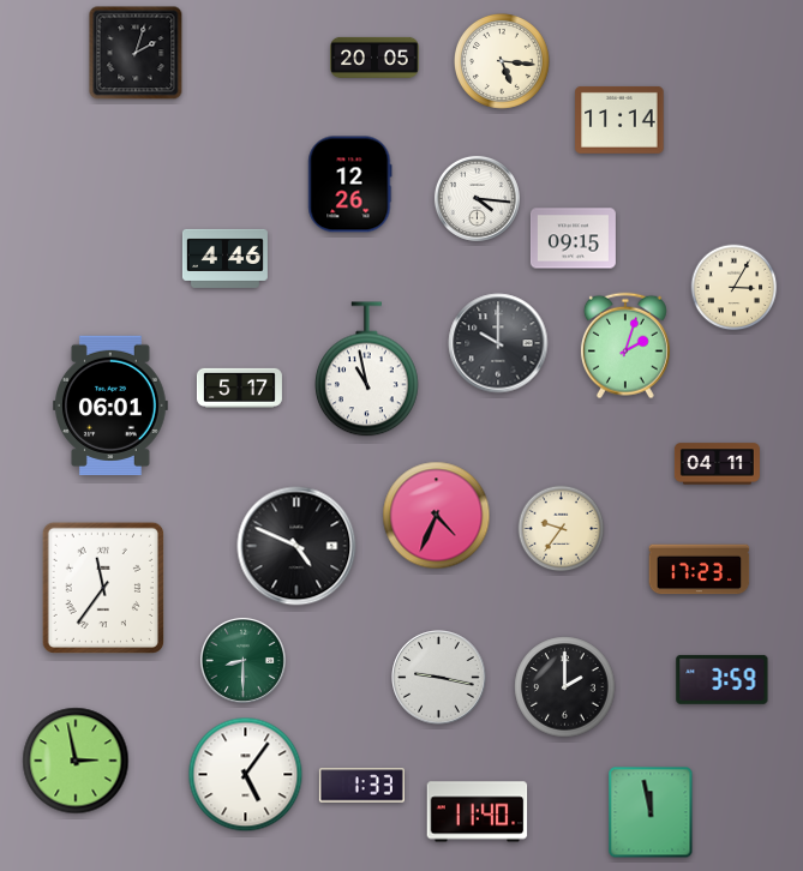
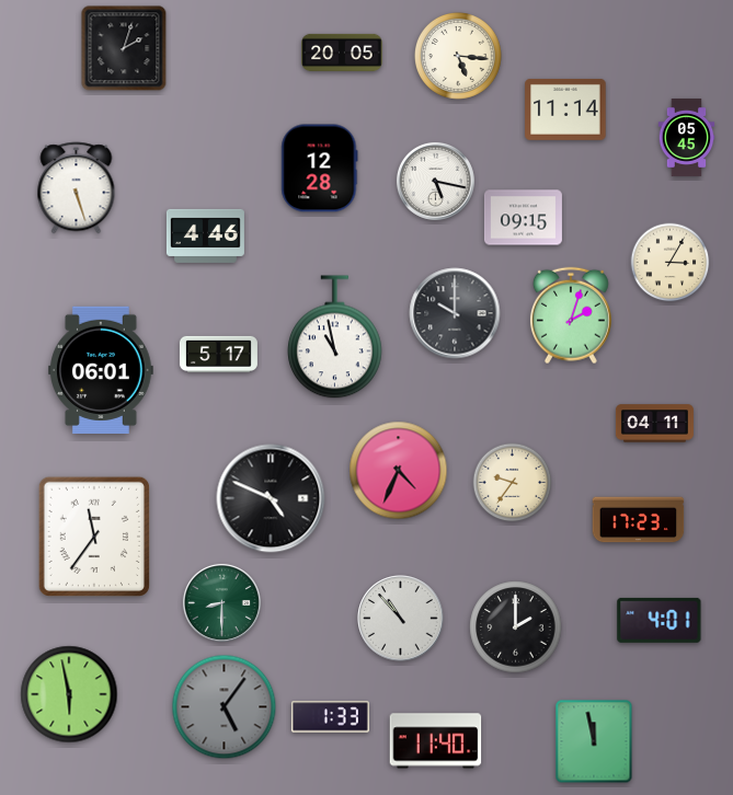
clock at (687, 137): none -> 05:45
clock at (350, 185): 12:26 -> 12:28
clock at (477, 198): 4:16 -> 5:17
clock at (77, 188): none -> 5:27
clock at (439, 678): 9:17 -> 10:53
clock at (723, 679): 3:59 -> 4:01
clock at (76, 761): 2:58 -> 5:58
clock at (246, 775) dial: white -> grey
